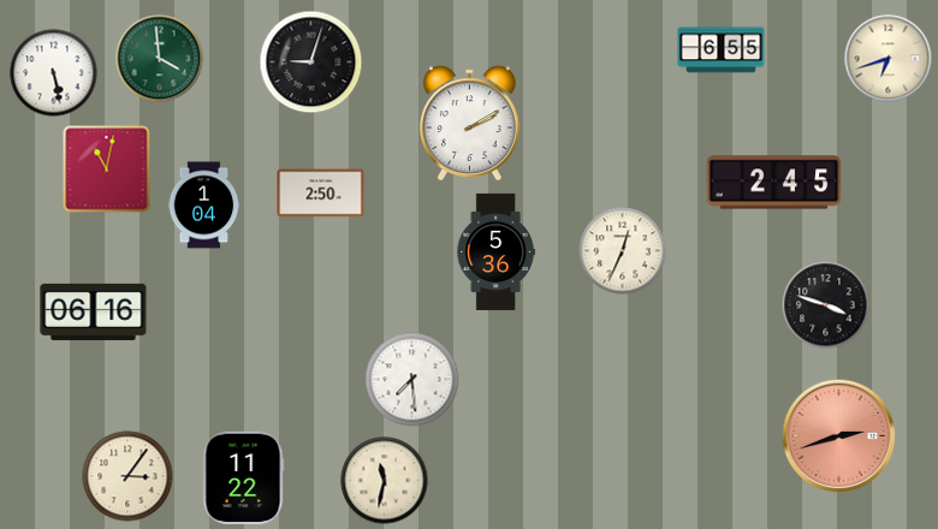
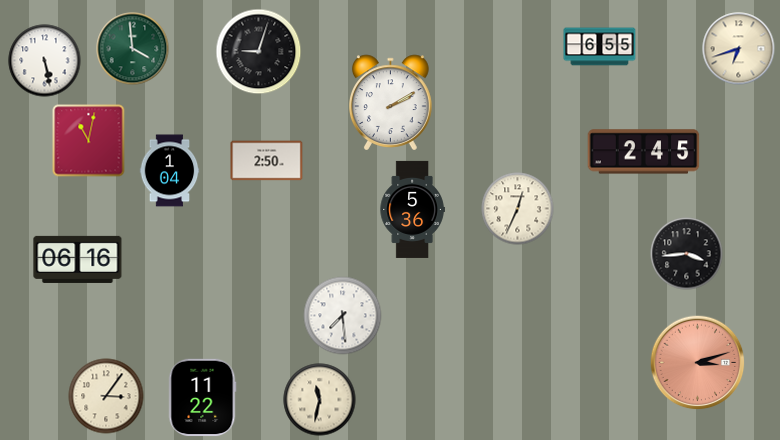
clock at (722, 50) position: (722, 50) -> (600, 47)
clock at (826, 305): 3:48 -> 3:44
clock at (839, 436): 2:42 -> 3:12
